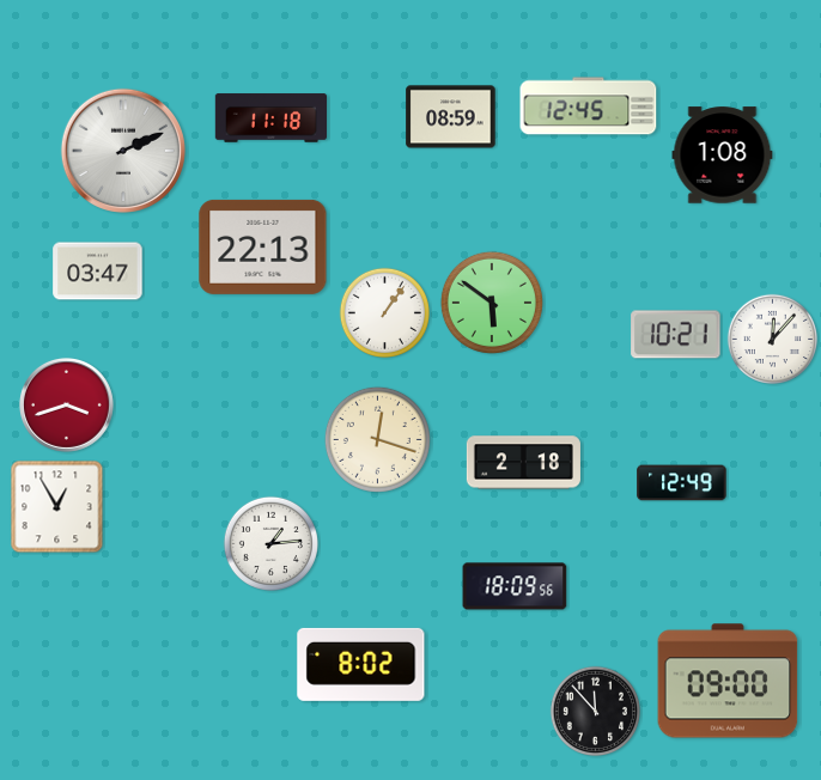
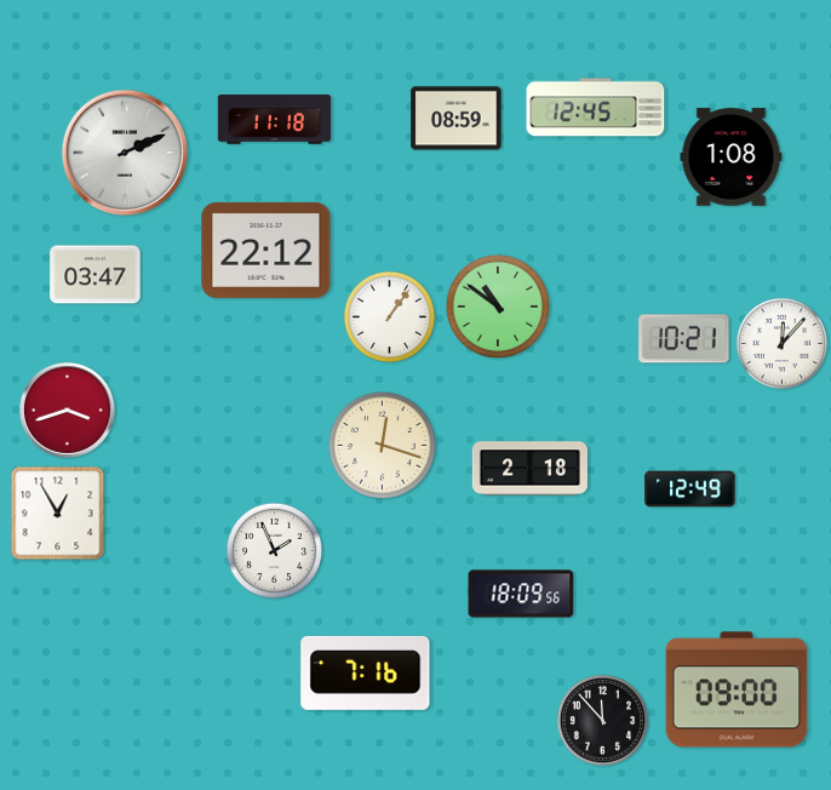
clock at (263, 246): 22:13 -> 22:12
clock at (98, 272) position: (98, 272) -> (96, 275)
clock at (492, 303): 5:51 -> 10:51
clock at (270, 543): 1:14 -> 1:56
clock at (361, 664): 8:02 -> 7:16
